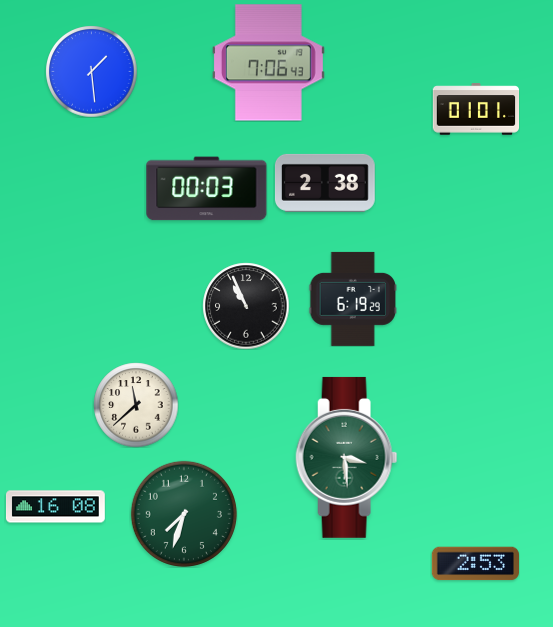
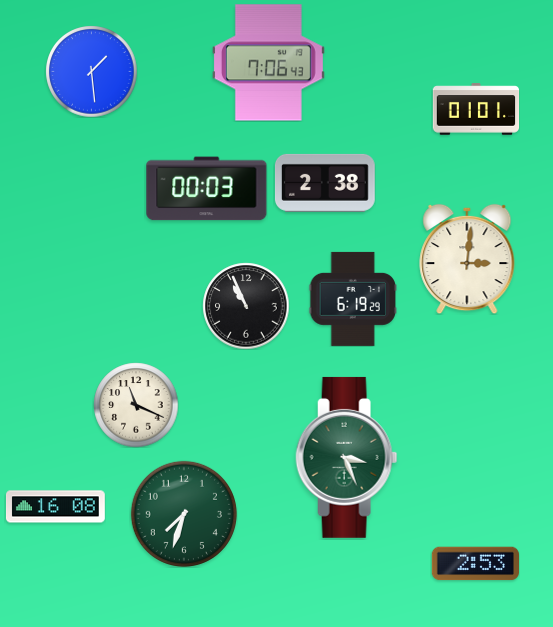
clock at (467, 259): none -> 3:01
clock at (136, 405): 11:38 -> 11:19
clock at (347, 457): 3:29 -> 3:26
